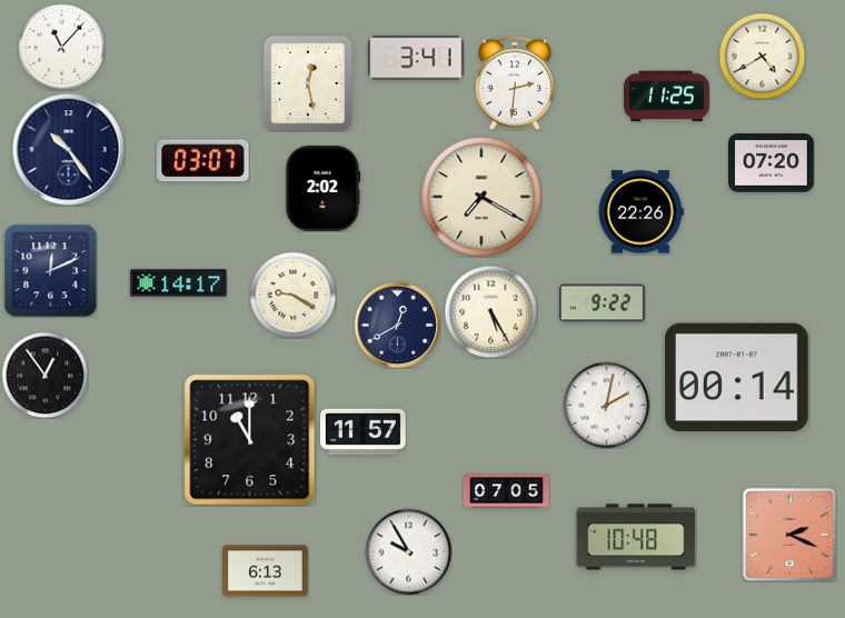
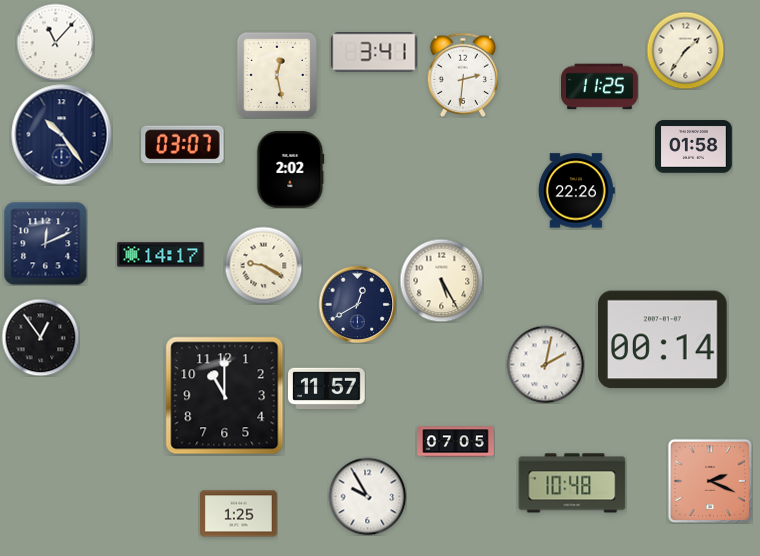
clock at (762, 56): 4:40 -> 1:36
clock at (772, 163): 07:20 -> 01:58
clock at (481, 197): 7:20 -> none
clock at (603, 303): 9:22 -> none
clock at (397, 325) position: (397, 325) -> (357, 304)
clock at (266, 571): 6:13 -> 1:25
